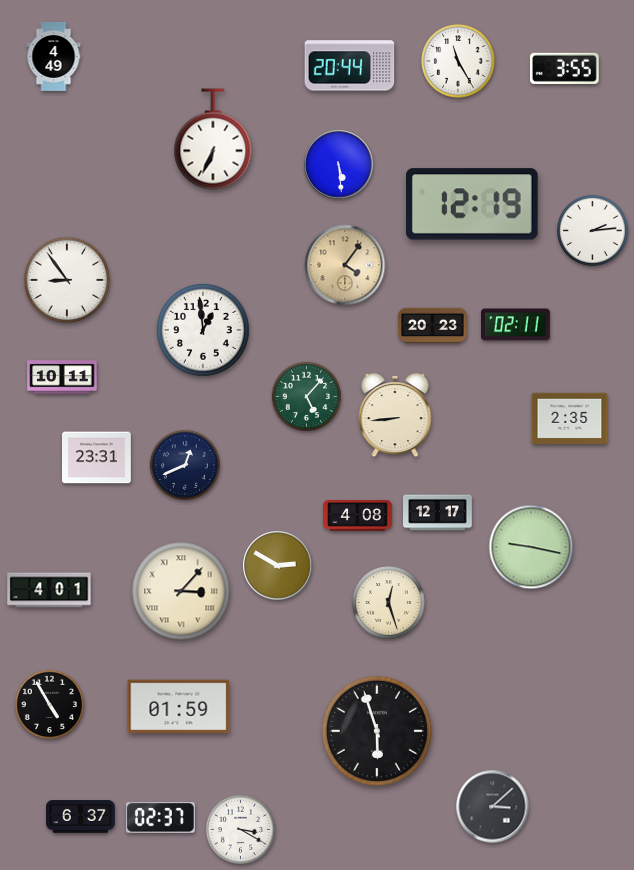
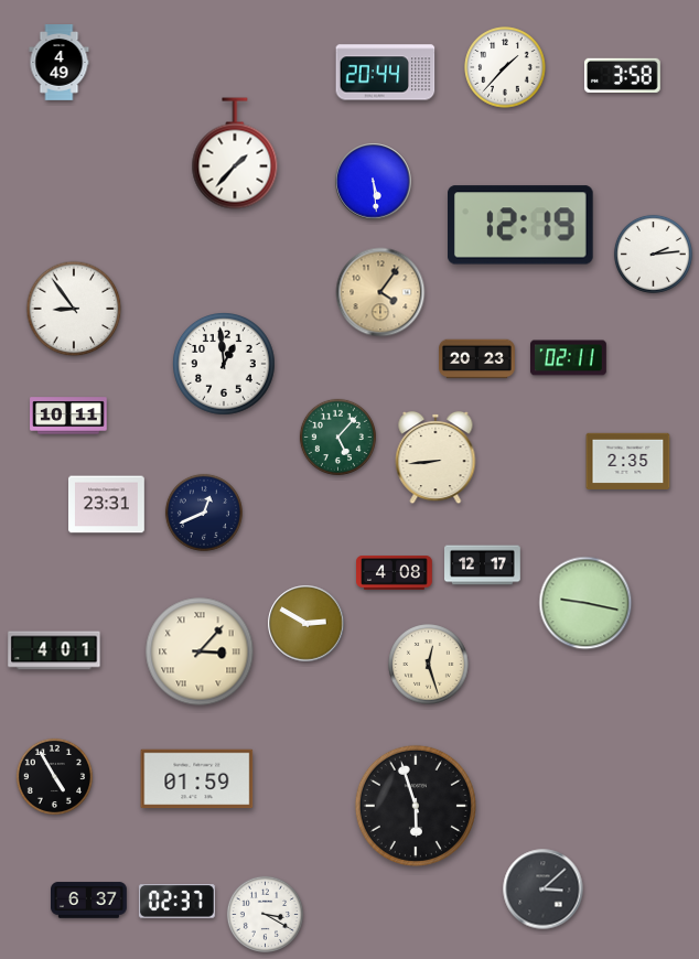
clock at (458, 61): 11:25 -> 1:37
clock at (564, 68): 3:55 -> 3:58
clock at (213, 139): 6:34 -> 1:37
clock at (358, 516) position: (358, 516) -> (395, 573)
